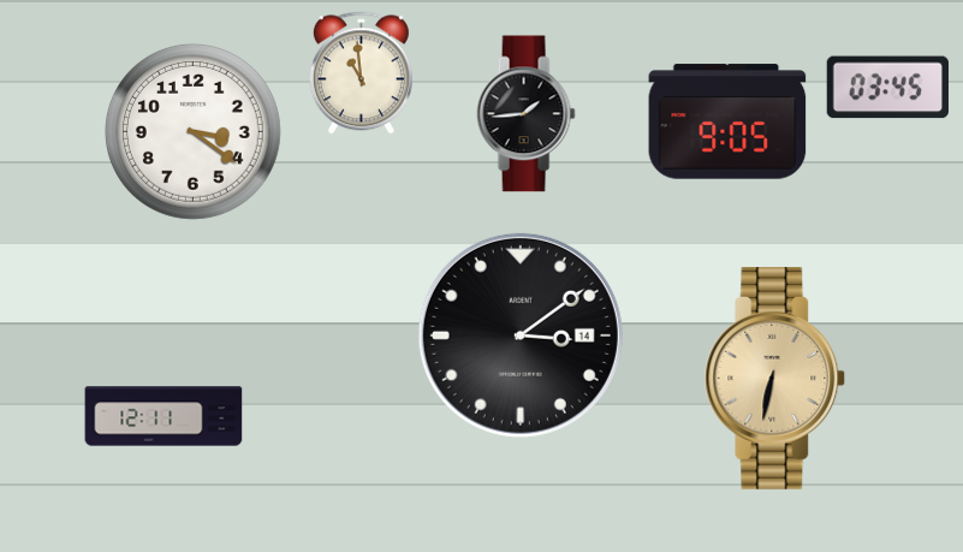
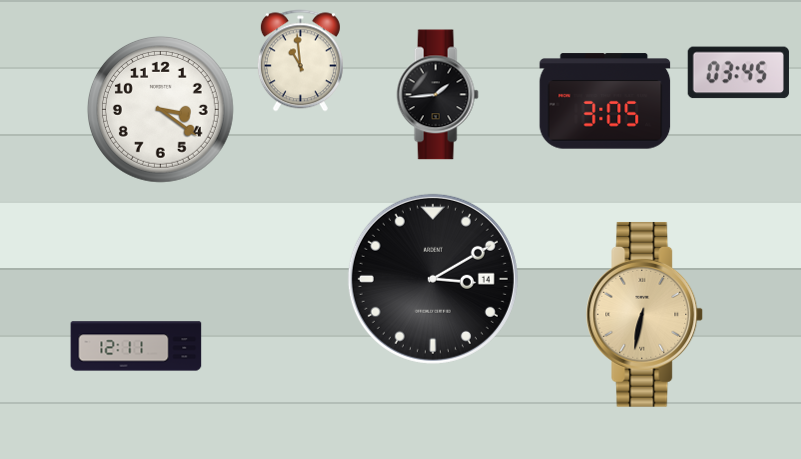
clock at (727, 121): 9:05 -> 3:05
clock at (521, 336): 3:09 -> 3:10
